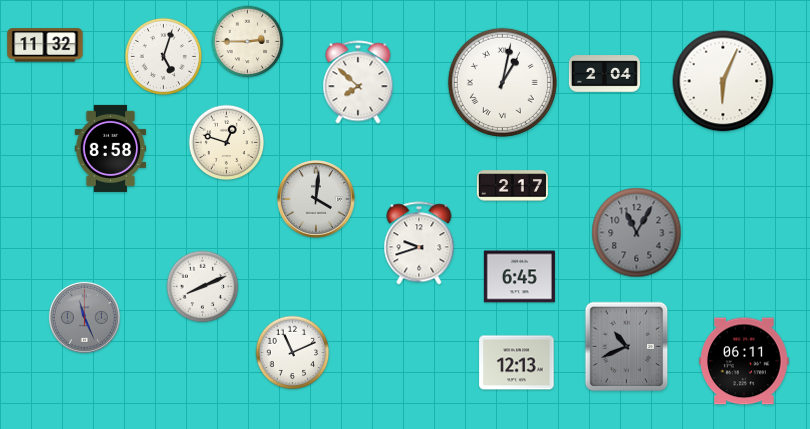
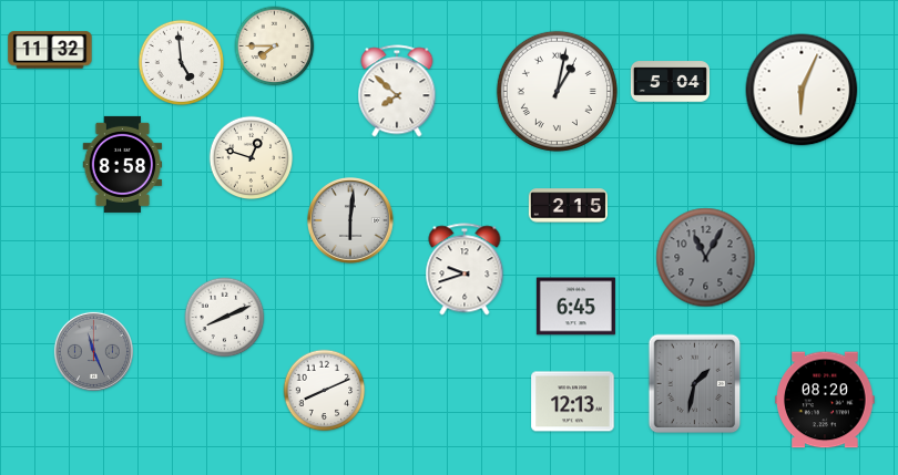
clock at (248, 42): 2:45 -> 7:45
clock at (163, 56): 5:03 -> 4:59
clock at (604, 74): 2:04 -> 5:04
clock at (512, 186): 2:17 -> 2:15
clock at (317, 200): 4:01 -> 6:01
clock at (627, 347): 10:41 -> 1:32
clock at (293, 353): 11:11 -> 8:11
clock at (744, 361): 06:11 -> 08:20
